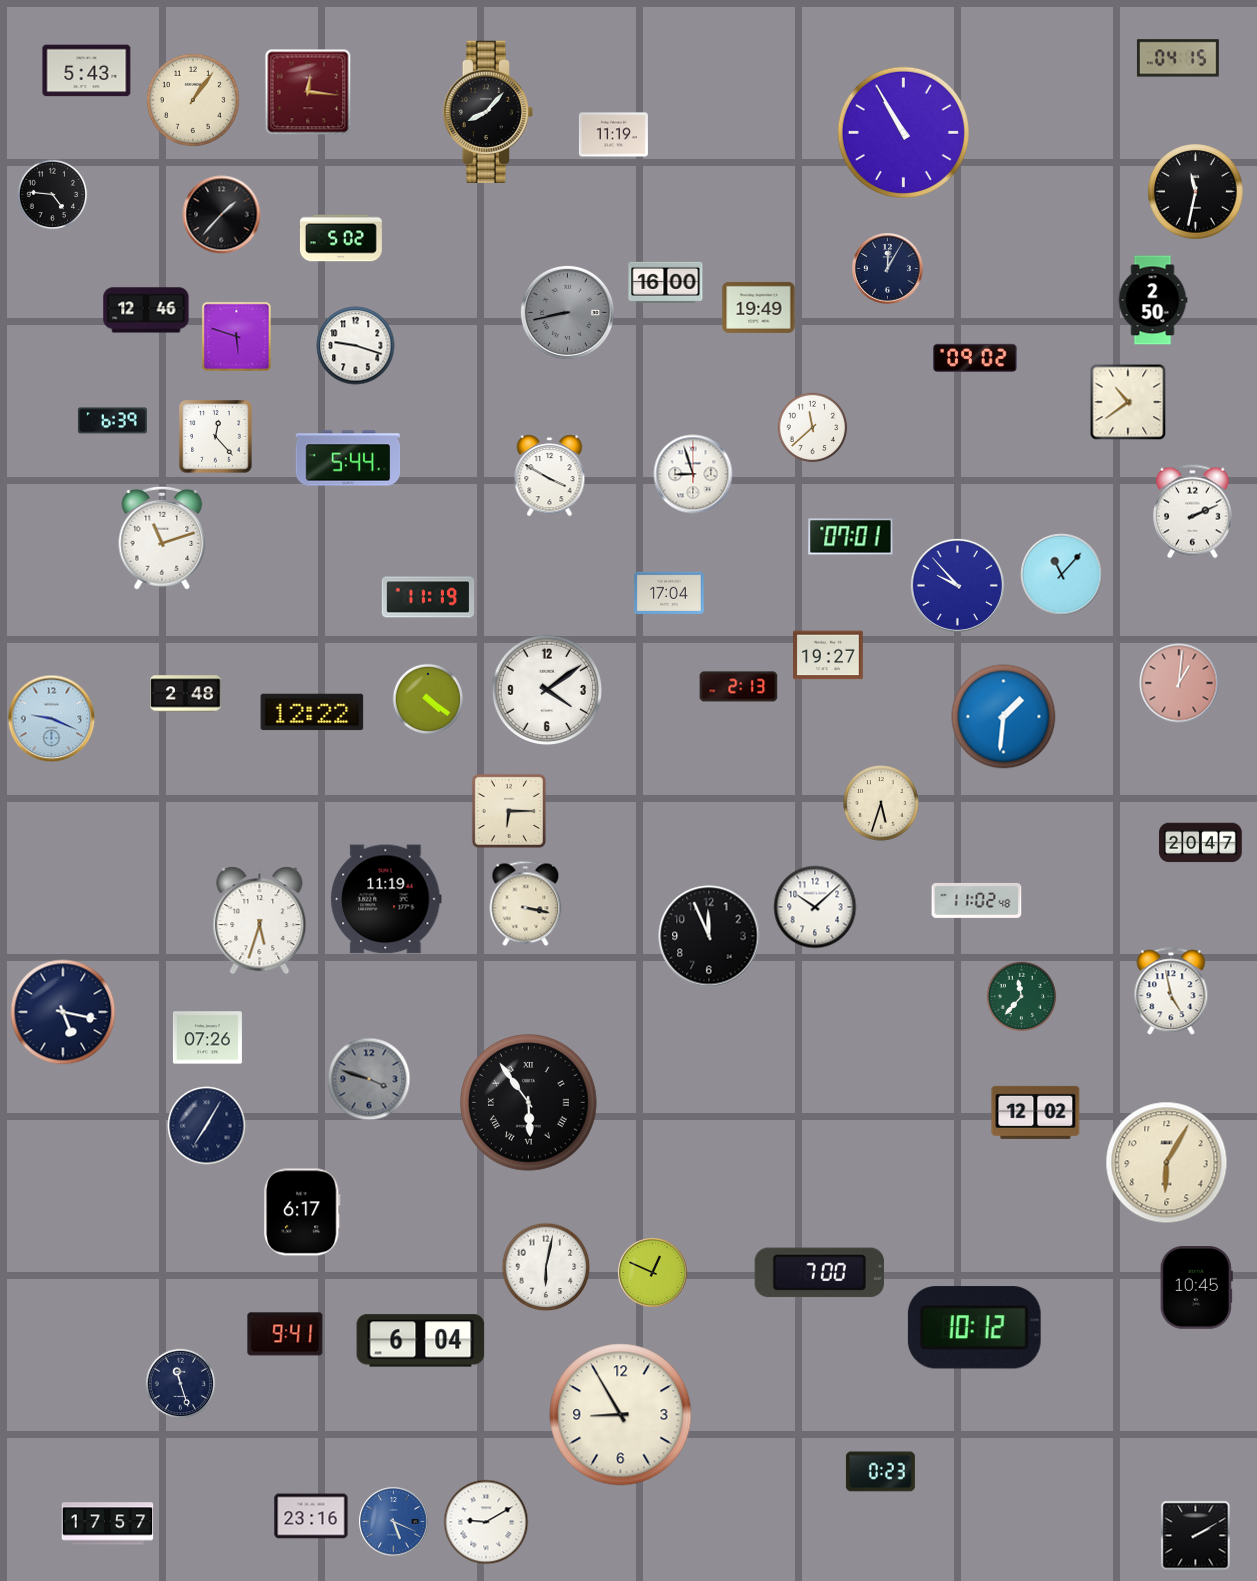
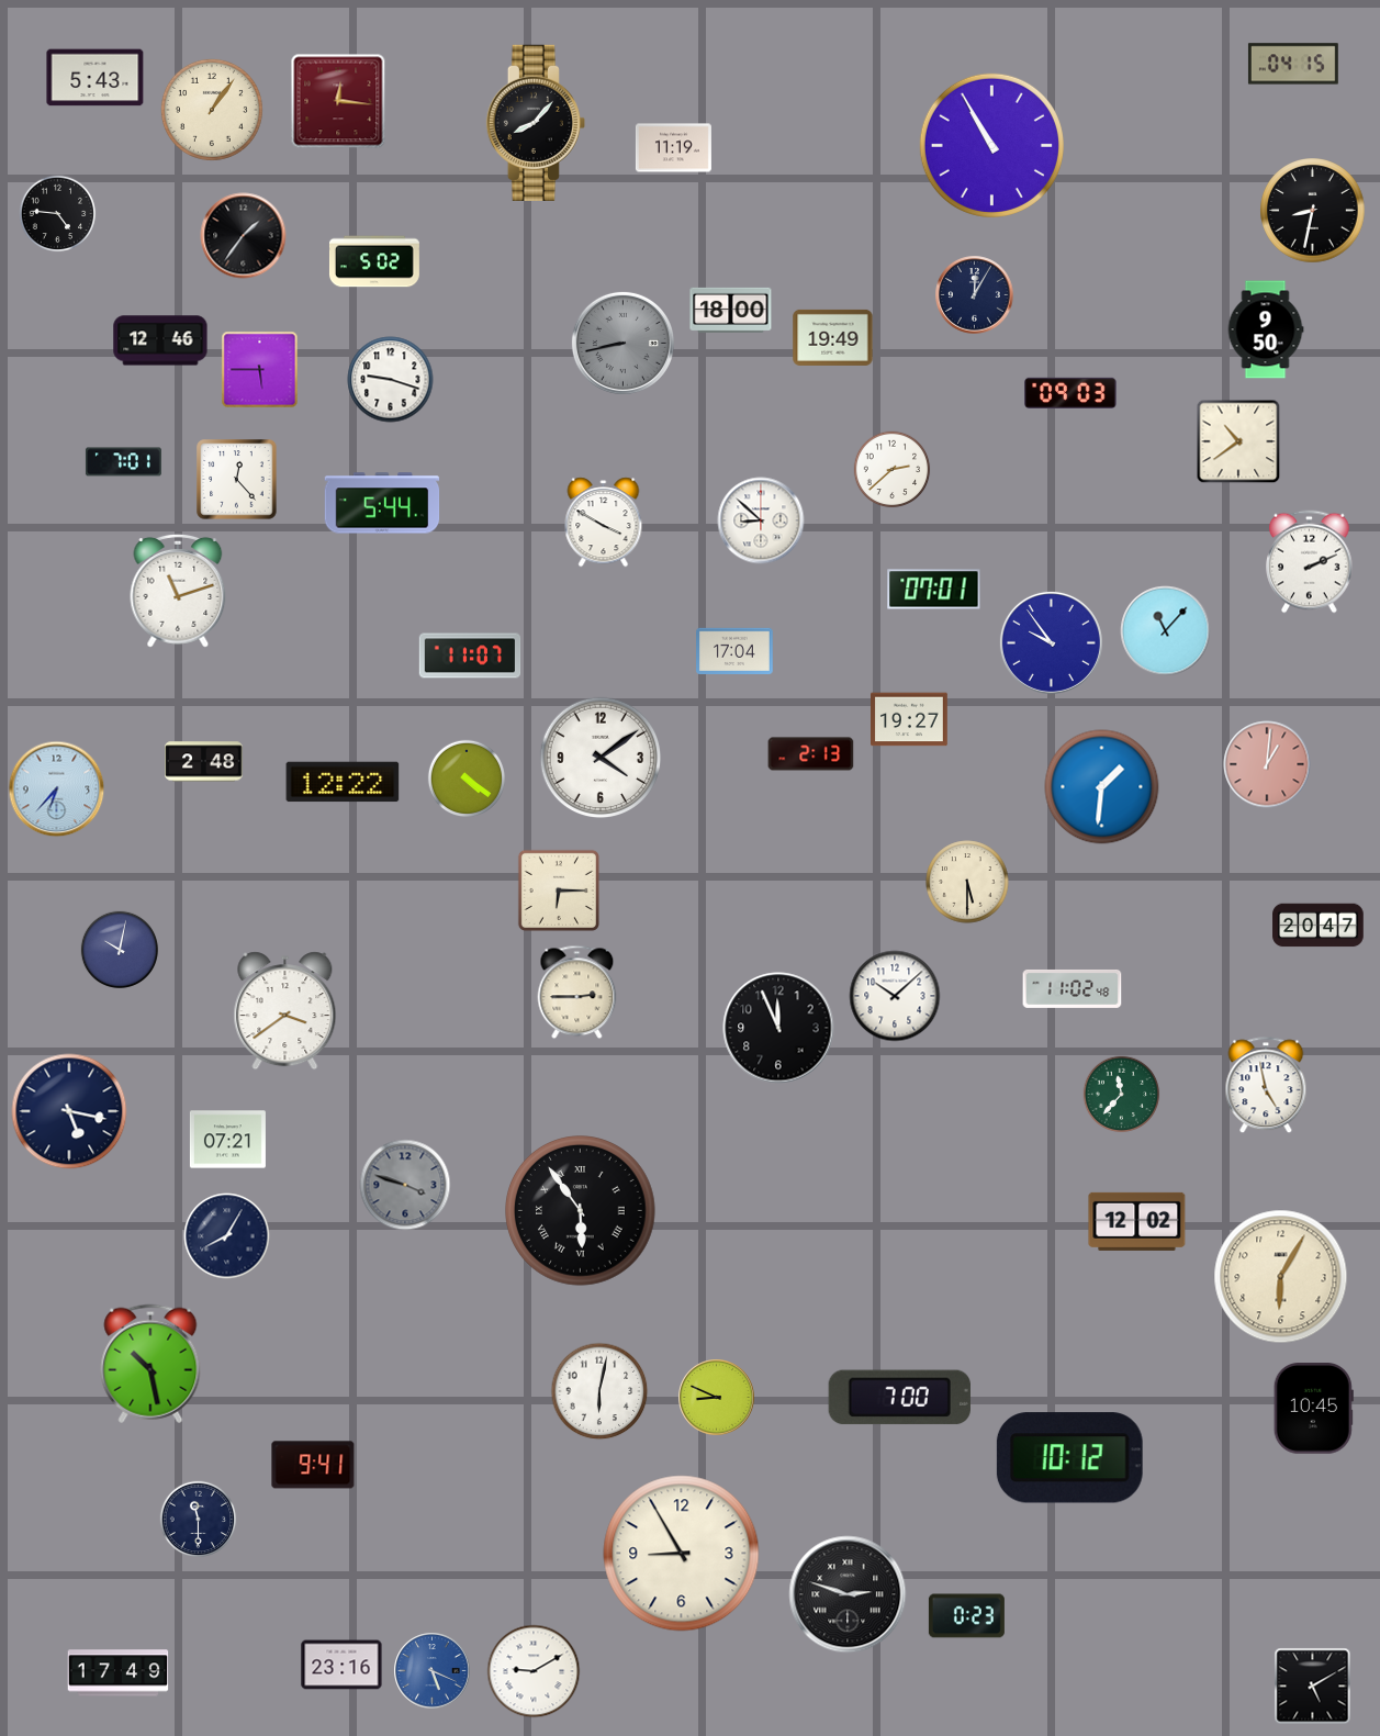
clock at (1196, 192): 11:32 -> 8:32
clock at (222, 215): 1:37 -> 1:36
clock at (666, 282): 16:00 -> 18:00
clock at (1153, 300): 2:50 -> 9:50
clock at (237, 337): 5:48 -> 5:45
clock at (975, 358): 09:02 -> 09:03
clock at (112, 421): 6:39 -> 7:01
clock at (813, 428): 11:38 -> 2:38
clock at (693, 474): 8:57 -> 8:52
clock at (957, 585): 9:53 -> 9:54
clock at (428, 597): 11:19 -> 11:07
clock at (1179, 683) position: (1179, 683) -> (1267, 764)
clock at (427, 698) position: (427, 698) -> (465, 777)
clock at (52, 719): 9:19 -> 6:37
clock at (881, 803): 5:33 -> 5:30
clock at (119, 949): none -> 10:02
clock at (386, 899): 11:19 -> none
clock at (526, 904): 3:17 -> 2:45
clock at (260, 921): 5:33 -> 3:39
clock at (1171, 992) position: (1171, 992) -> (1266, 1086)
clock at (207, 1038): 07:26 -> 07:21
clock at (207, 1126): 7:05 -> 8:05
clock at (302, 1212): 6:17 -> none
clock at (150, 1364): none -> 10:28
clock at (653, 1273): 12:49 -> 8:49
clock at (1196, 1288) position: (1196, 1288) -> (1313, 1409)
clock at (421, 1341): 6:04 -> none
clock at (181, 1384): 11:27 -> 11:30
clock at (848, 1594): none -> 2:48
clock at (108, 1524): 17:57 -> 17:49
clock at (1196, 1536): 2:10 -> 5:10
